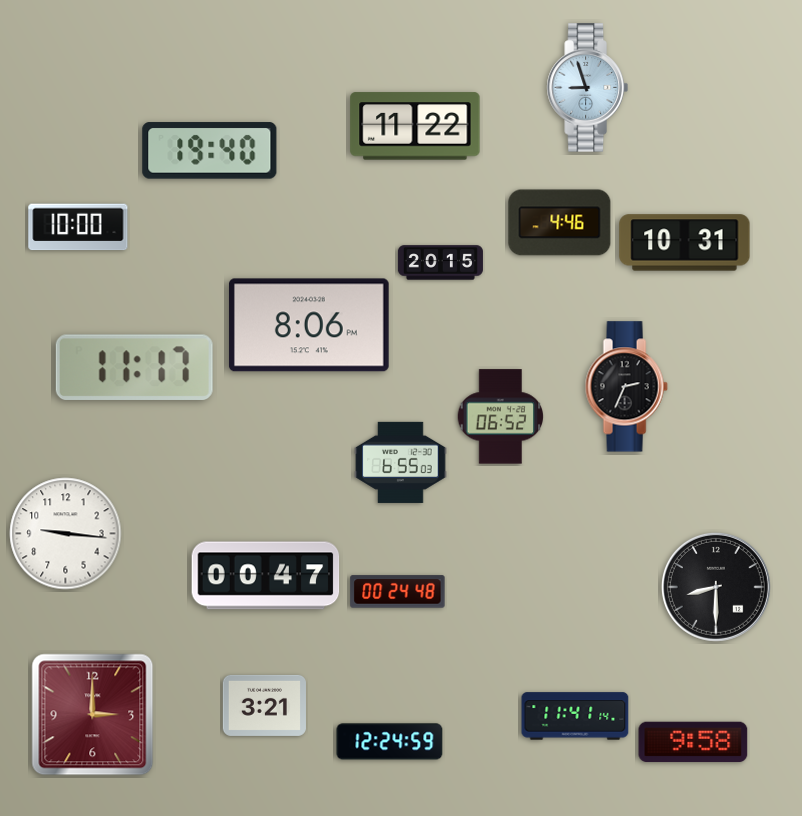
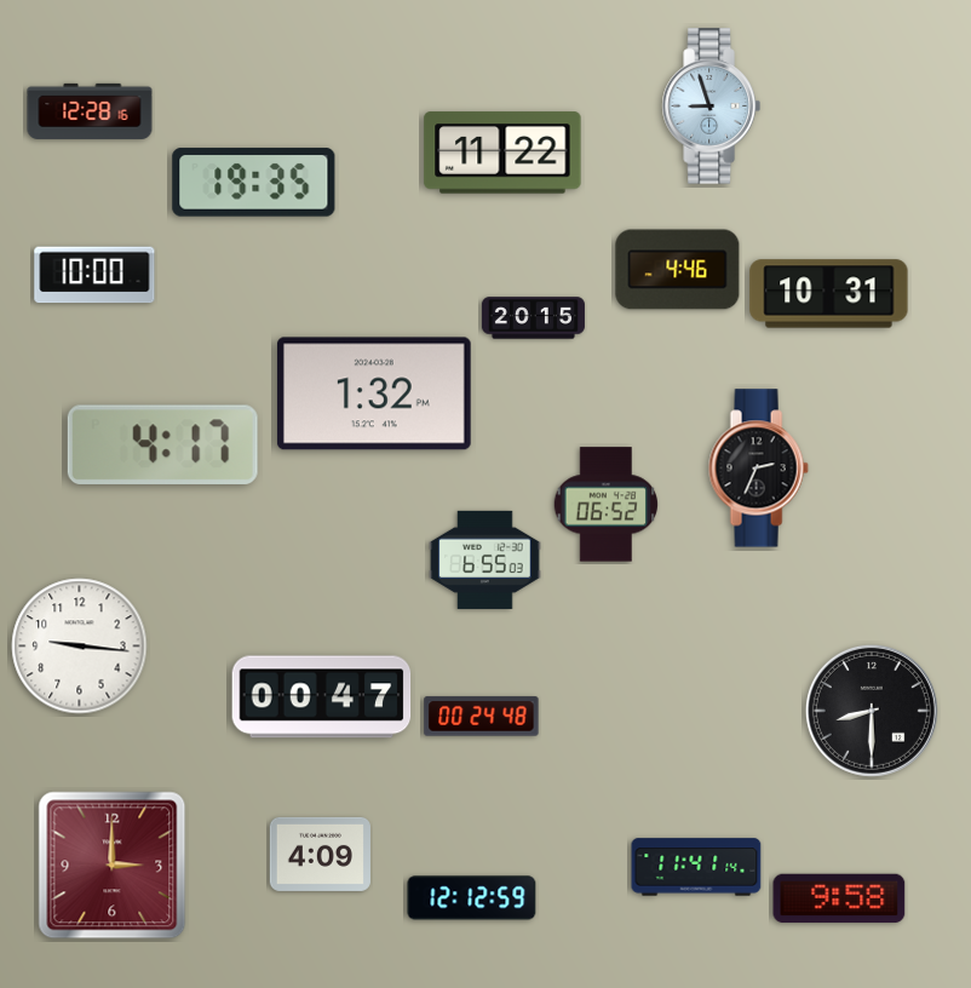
clock at (90, 111): none -> 12:28
clock at (210, 151): 19:40 -> 19:35
clock at (309, 325): 8:06 -> 1:32
clock at (134, 367): 11:17 -> 4:17
clock at (716, 587) position: (716, 587) -> (872, 711)
clock at (264, 705): 3:21 -> 4:09
clock at (390, 742): 12:24 -> 12:12
